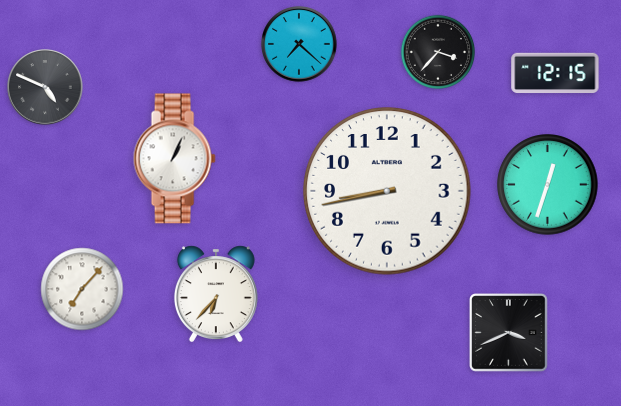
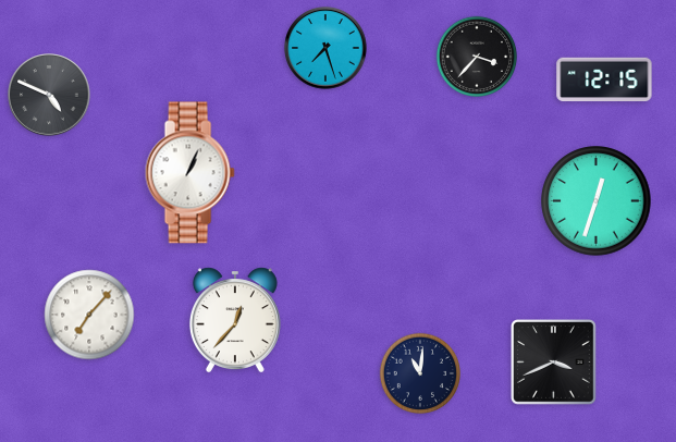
clock at (299, 44): 7:22 -> 7:27
clock at (387, 191): 8:43 -> none
clock at (216, 293): 6:37 -> 12:37
clock at (419, 372): none -> 11:01
